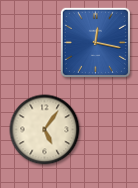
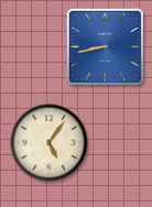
clock at (95, 42): 12:17 -> 8:43
